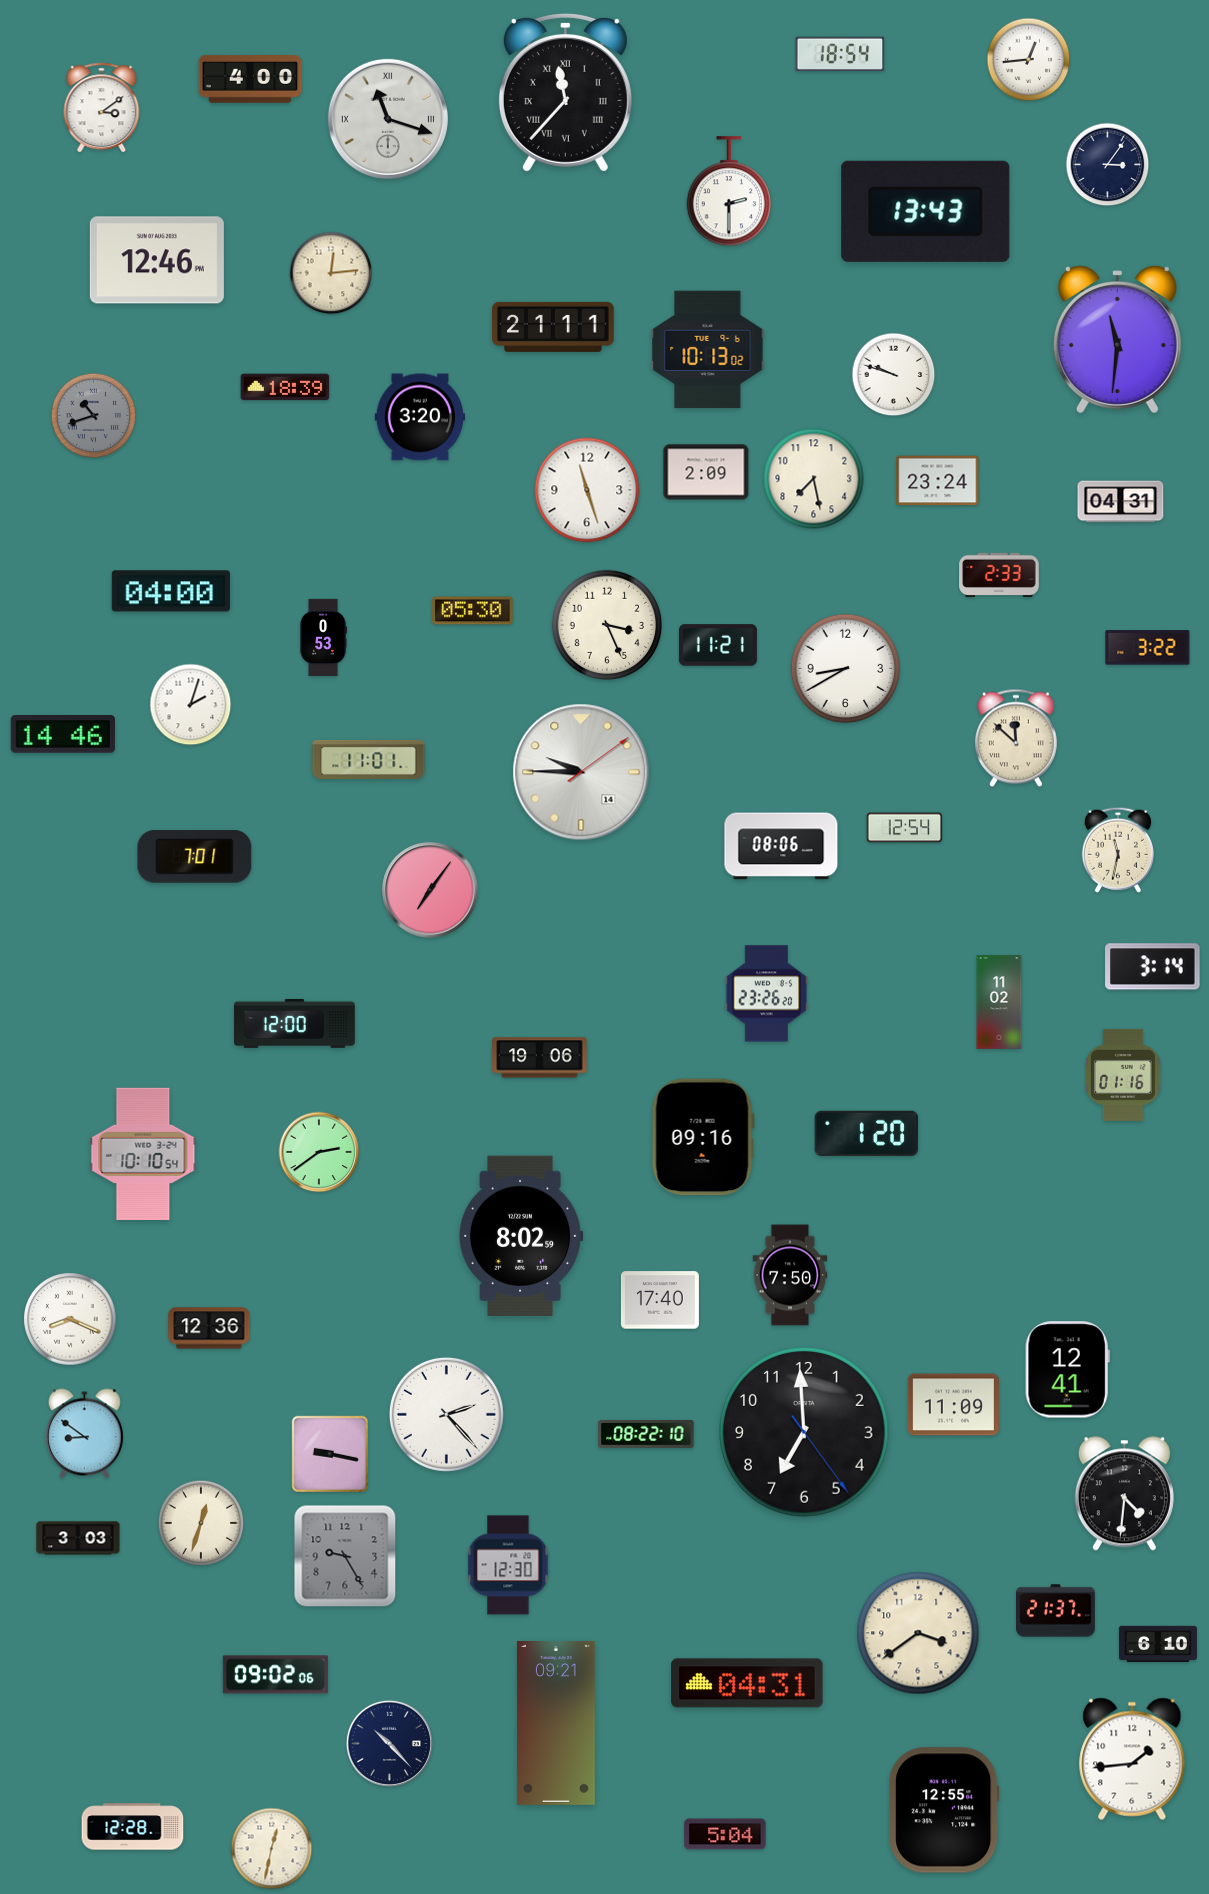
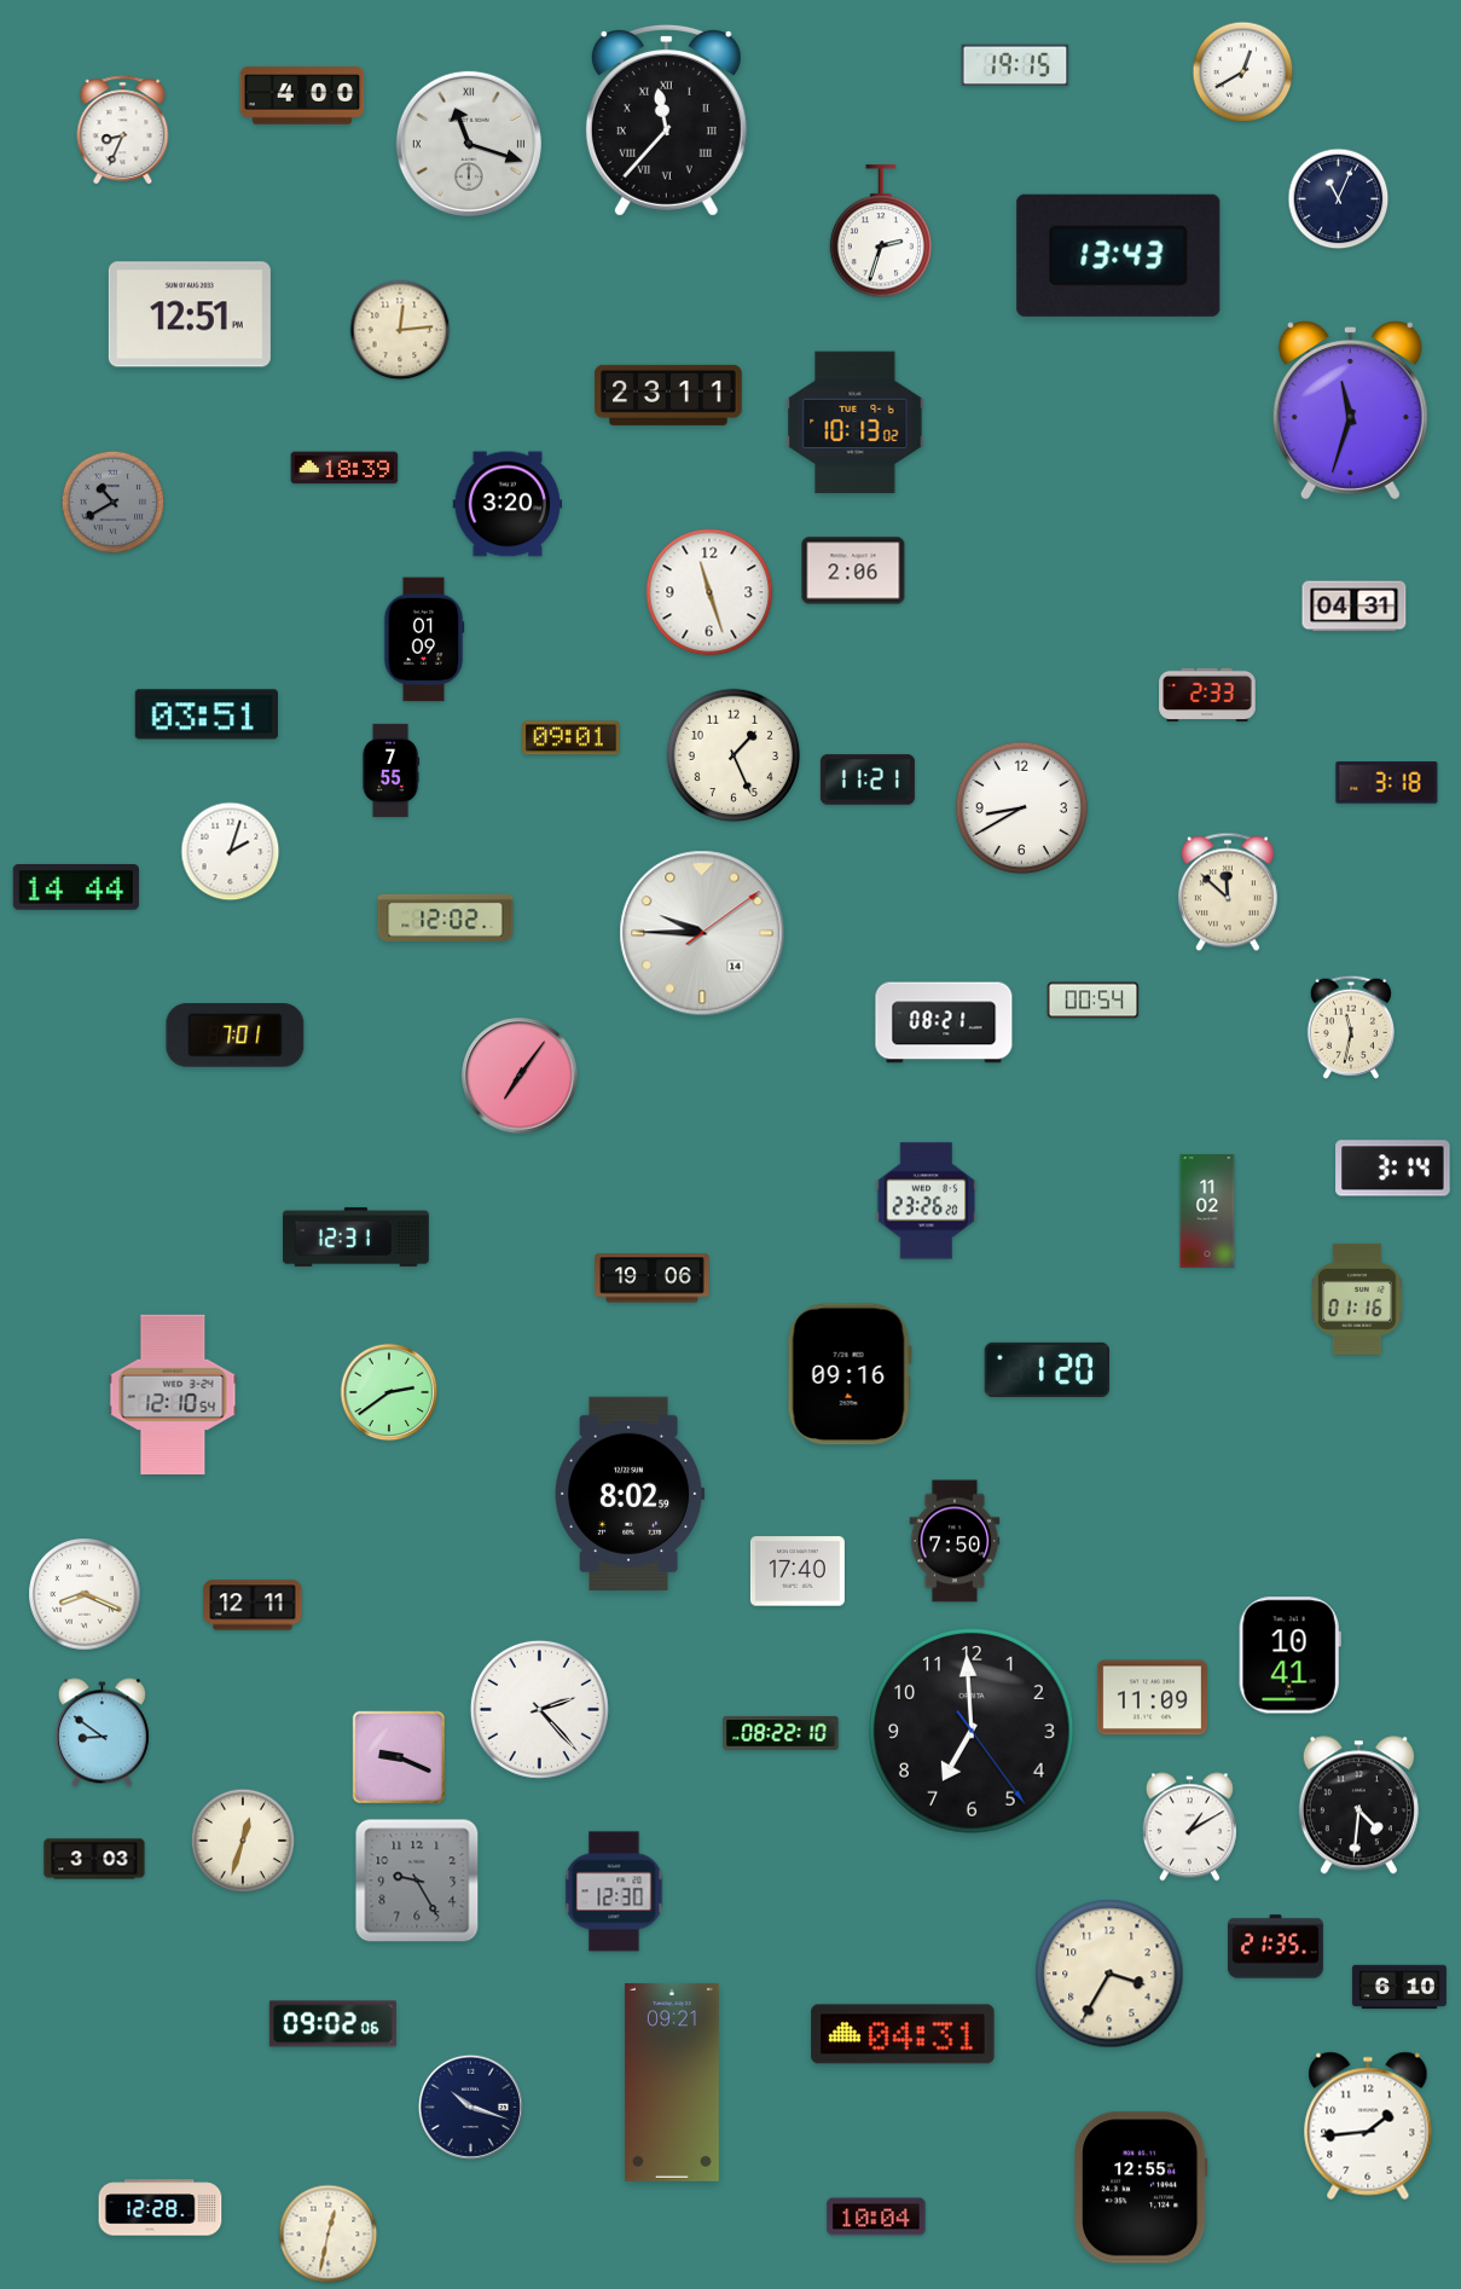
clock at (840, 54): 18:54 -> 19:15
clock at (1029, 60): 12:44 -> 12:40
clock at (565, 92) position: (565, 92) -> (666, 120)
clock at (102, 108): 3:09 -> 8:34
clock at (1108, 165): 3:06 -> 11:04
clock at (728, 192): 2:30 -> 2:33
clock at (157, 260): 12:46 -> 12:51
clock at (554, 327): 21:11 -> 23:11
clock at (1117, 340): 11:31 -> 11:33
clock at (894, 375): 9:48 -> none
clock at (94, 416): 10:42 -> 10:40
clock at (706, 472): 2:09 -> 2:06
clock at (814, 479): 7:28 -> none
clock at (938, 481): 23:24 -> none
clock at (424, 639): none -> 01:09
clock at (171, 591): 04:00 -> 03:51
clock at (473, 611): 05:30 -> 09:01
clock at (607, 625): 3:26 -> 1:26
clock at (323, 637): 0:53 -> 7:55
clock at (1148, 648): 3:22 -> 3:18
clock at (63, 735): 14:46 -> 14:44
clock at (369, 759): 11:01 -> 12:02
clock at (905, 828): 12:54 -> 00:54
clock at (781, 846): 08:06 -> 08:21
clock at (294, 1023): 12:00 -> 12:31
clock at (319, 1152) position: (319, 1152) -> (389, 1392)
clock at (143, 1153): 10:10 -> 12:10
clock at (209, 1328): 12:36 -> 12:11
clock at (1067, 1370): 12:41 -> 10:41
clock at (330, 1454): 9:17 -> 9:19
clock at (1189, 1827): none -> 1:10
clock at (1056, 1611): 21:37 -> 21:35
clock at (918, 1633): 3:39 -> 3:35
clock at (389, 1743): 10:23 -> 10:18
clock at (725, 1834): 5:04 -> 10:04
